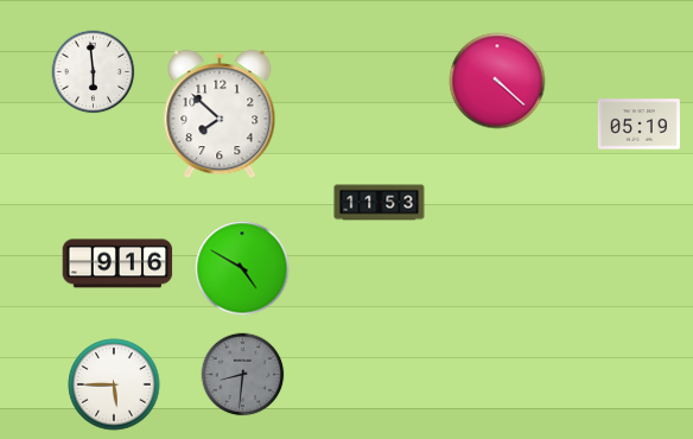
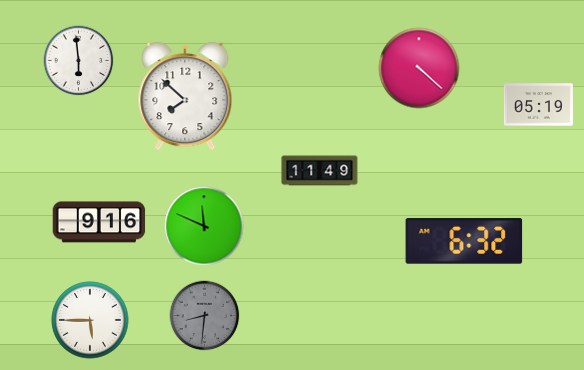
clock at (380, 203): 11:53 -> 11:49
clock at (242, 268): 4:50 -> 11:49
clock at (464, 241): none -> 6:32
clock at (114, 384) position: (114, 384) -> (90, 320)
